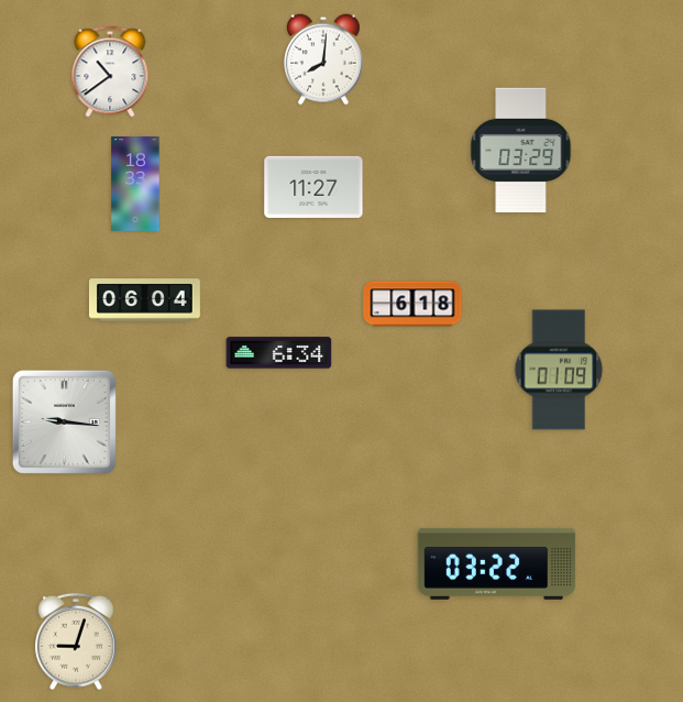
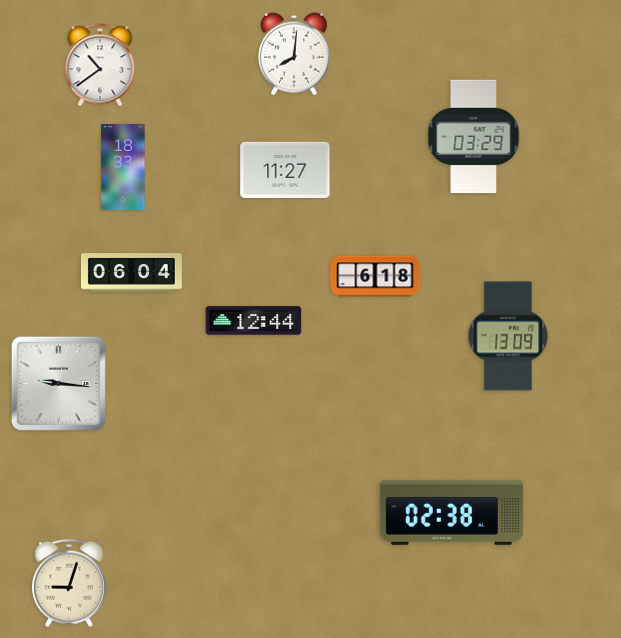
clock at (279, 353): 6:34 -> 12:44
clock at (559, 370): 01:09 -> 13:09
clock at (497, 563): 03:22 -> 02:38
